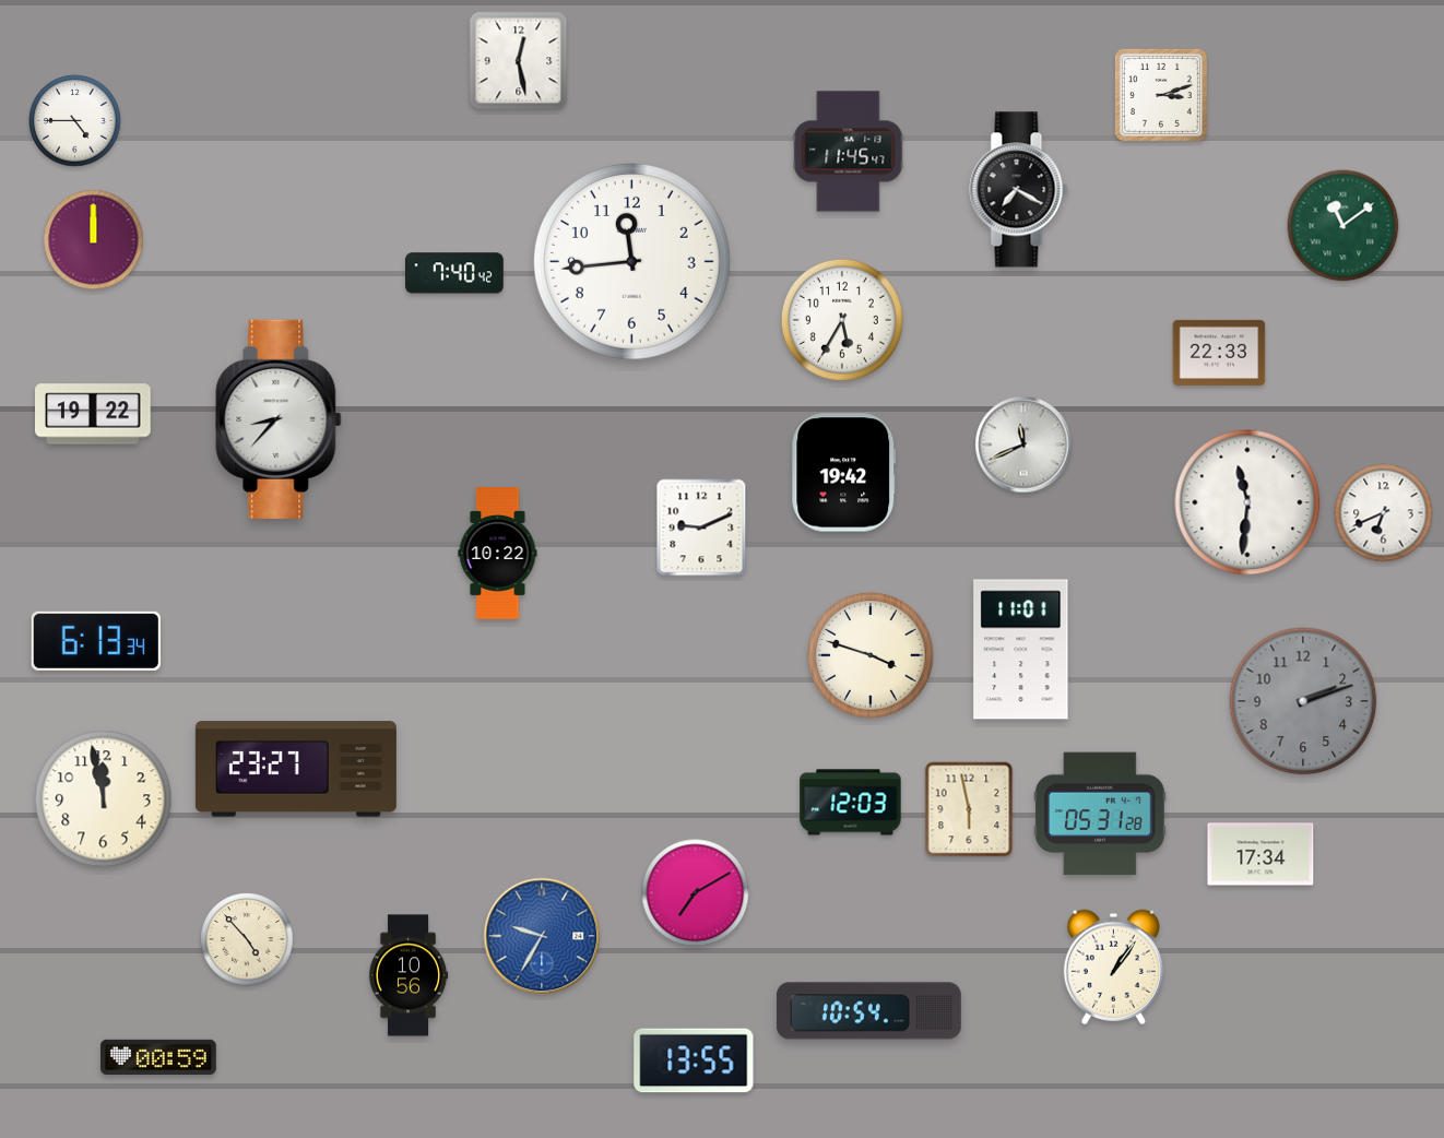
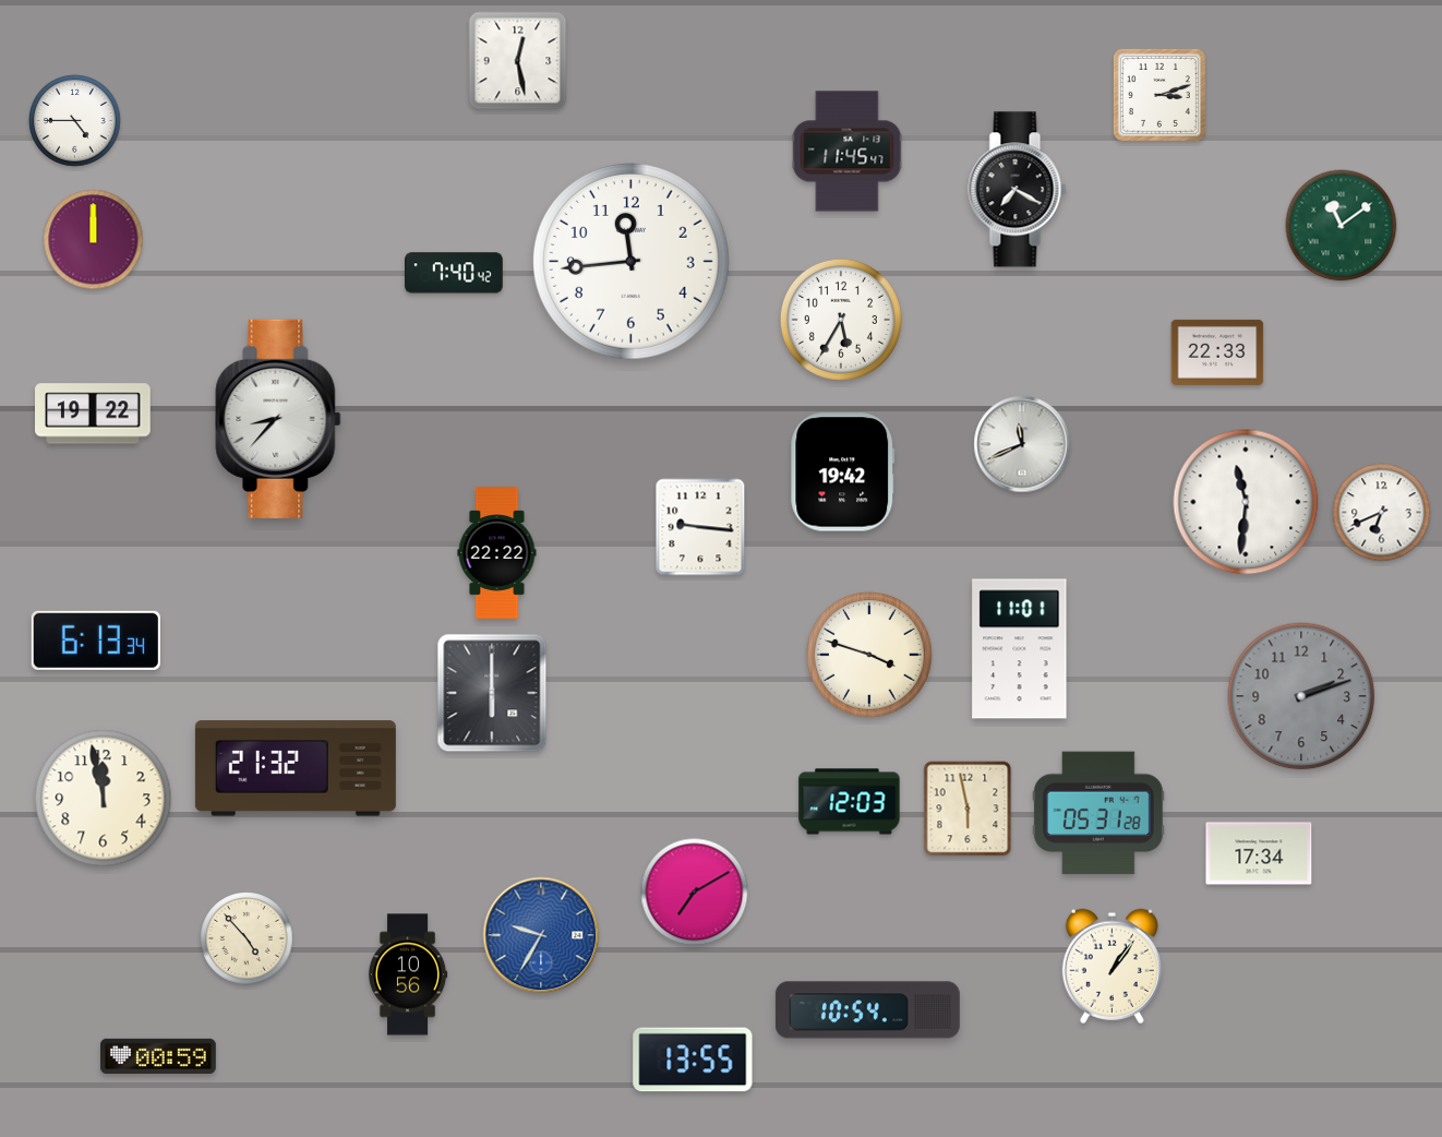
clock at (701, 527): 9:11 -> 9:16
clock at (498, 554): 10:22 -> 22:22
clock at (492, 693): none -> 6:00
clock at (1303, 701) position: (1303, 701) -> (1301, 696)
clock at (296, 769): 23:27 -> 21:32
